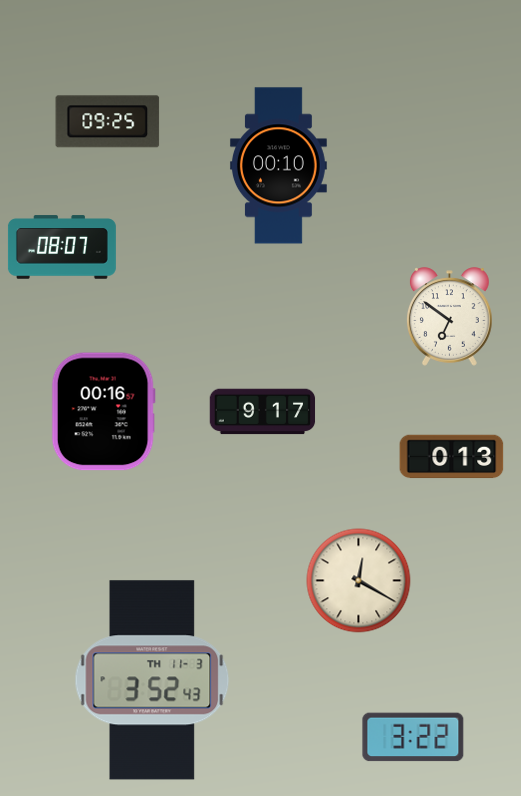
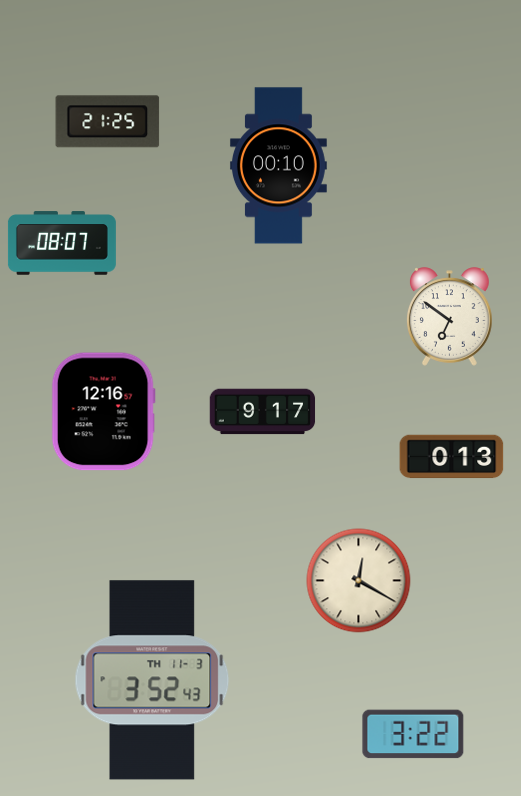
clock at (108, 122): 09:25 -> 21:25
clock at (62, 247) position: (62, 247) -> (62, 243)
clock at (103, 412): 00:16 -> 12:16
clock at (413, 737) position: (413, 737) -> (413, 734)
